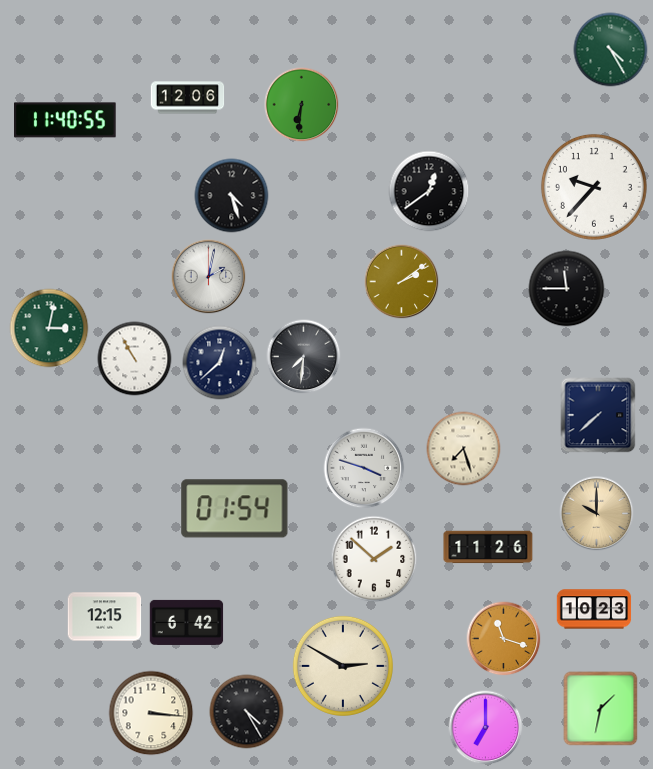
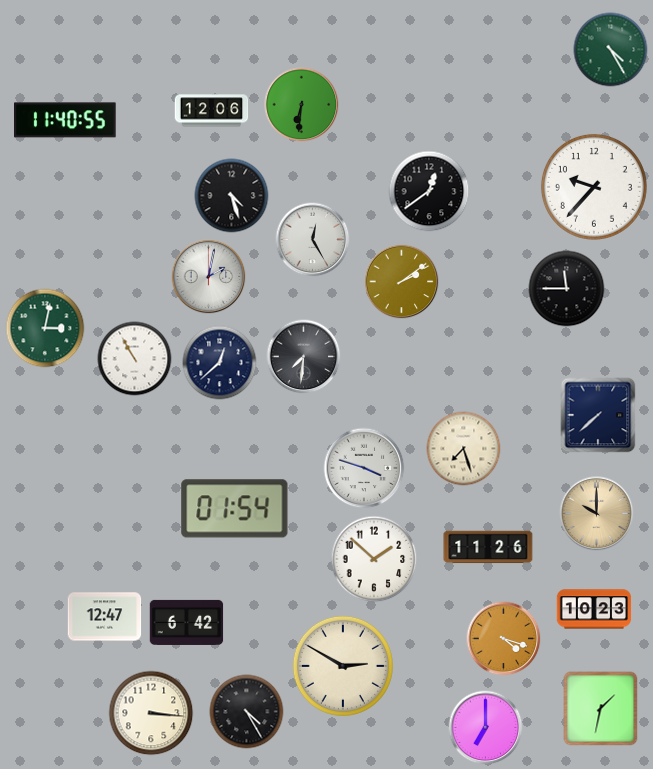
clock at (188, 98) position: (188, 98) -> (212, 111)
clock at (313, 240): none -> 12:25
clock at (49, 328) position: (49, 328) -> (45, 328)
clock at (105, 617): 12:15 -> 12:47
clock at (504, 639): 11:18 -> 4:18
